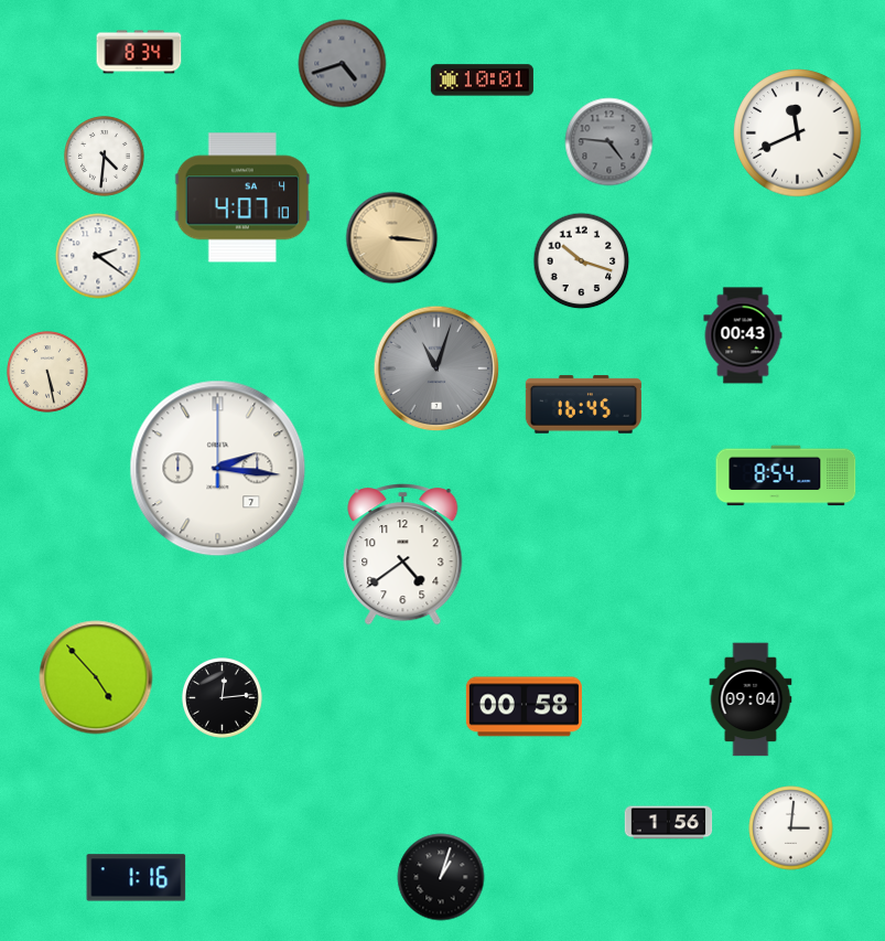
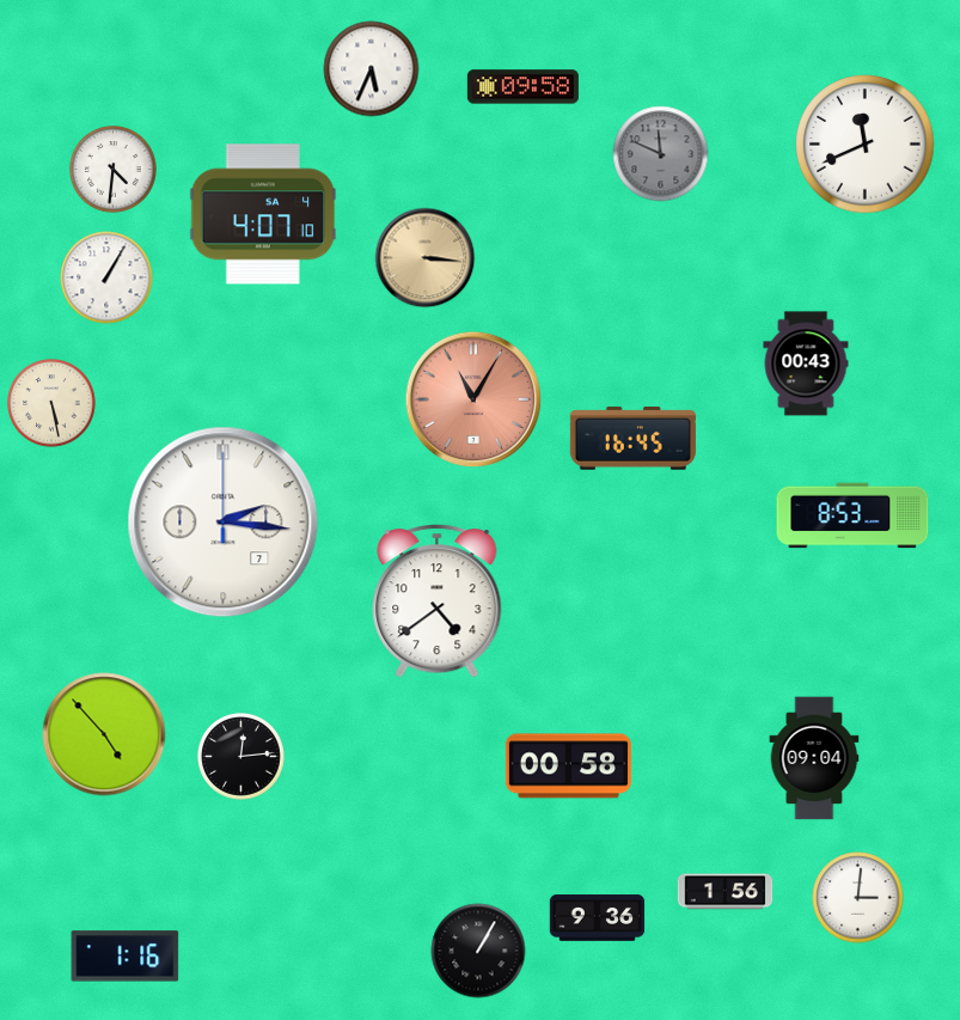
clock at (139, 52): 8:34 -> none
clock at (343, 64): 4:42 -> 5:34
clock at (343, 64) dial: grey -> white
clock at (482, 81): 10:01 -> 09:58
clock at (609, 142): 4:46 -> 11:49
clock at (98, 256): 2:21 -> 1:05
clock at (582, 261): 10:18 -> none
clock at (436, 368): 11:03 -> 11:05
clock at (436, 368) dial: grey -> salmon
clock at (218, 469) position: (218, 469) -> (224, 523)
clock at (786, 475): 8:54 -> 8:53
clock at (598, 918): none -> 9:36
clock at (441, 877): 1:03 -> 1:05
clock at (137, 878) position: (137, 878) -> (126, 957)
